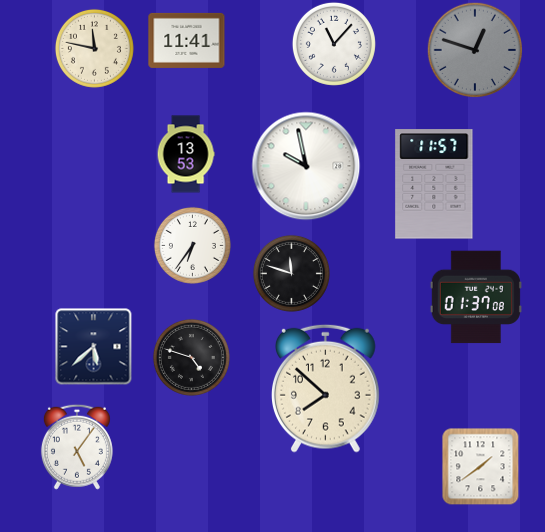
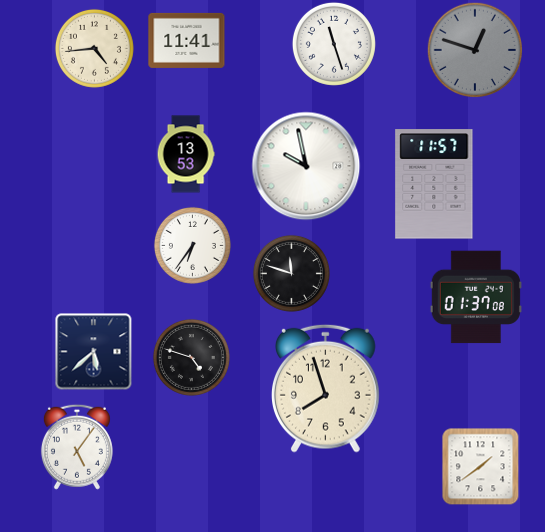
clock at (334, 44): 11:07 -> 11:27
clock at (94, 48): 11:47 -> 4:44
clock at (94, 347) position: (94, 347) -> (94, 352)
clock at (326, 388): 7:52 -> 7:57
